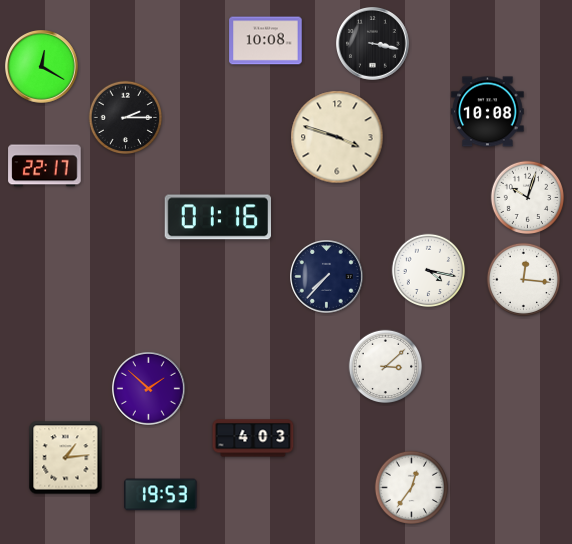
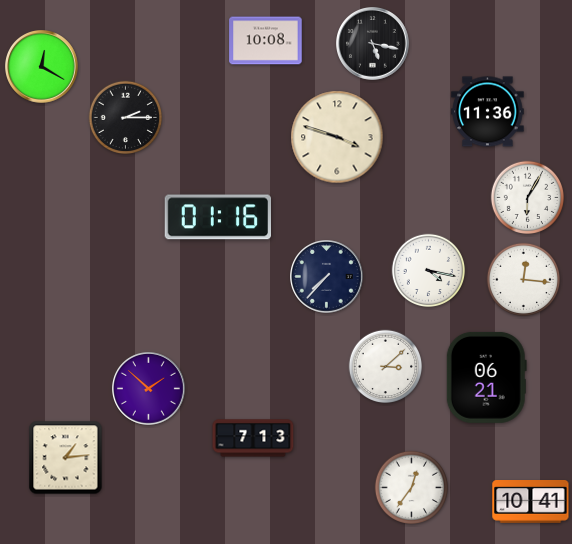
clock at (373, 44): 3:17 -> 5:17
clock at (488, 112): 10:08 -> 11:36
clock at (45, 166): 22:17 -> none
clock at (528, 198): 10:03 -> 6:05
clock at (486, 377): none -> 06:21
clock at (253, 438): 4:03 -> 7:13
clock at (161, 495): 19:53 -> none
clock at (531, 502): none -> 10:41
